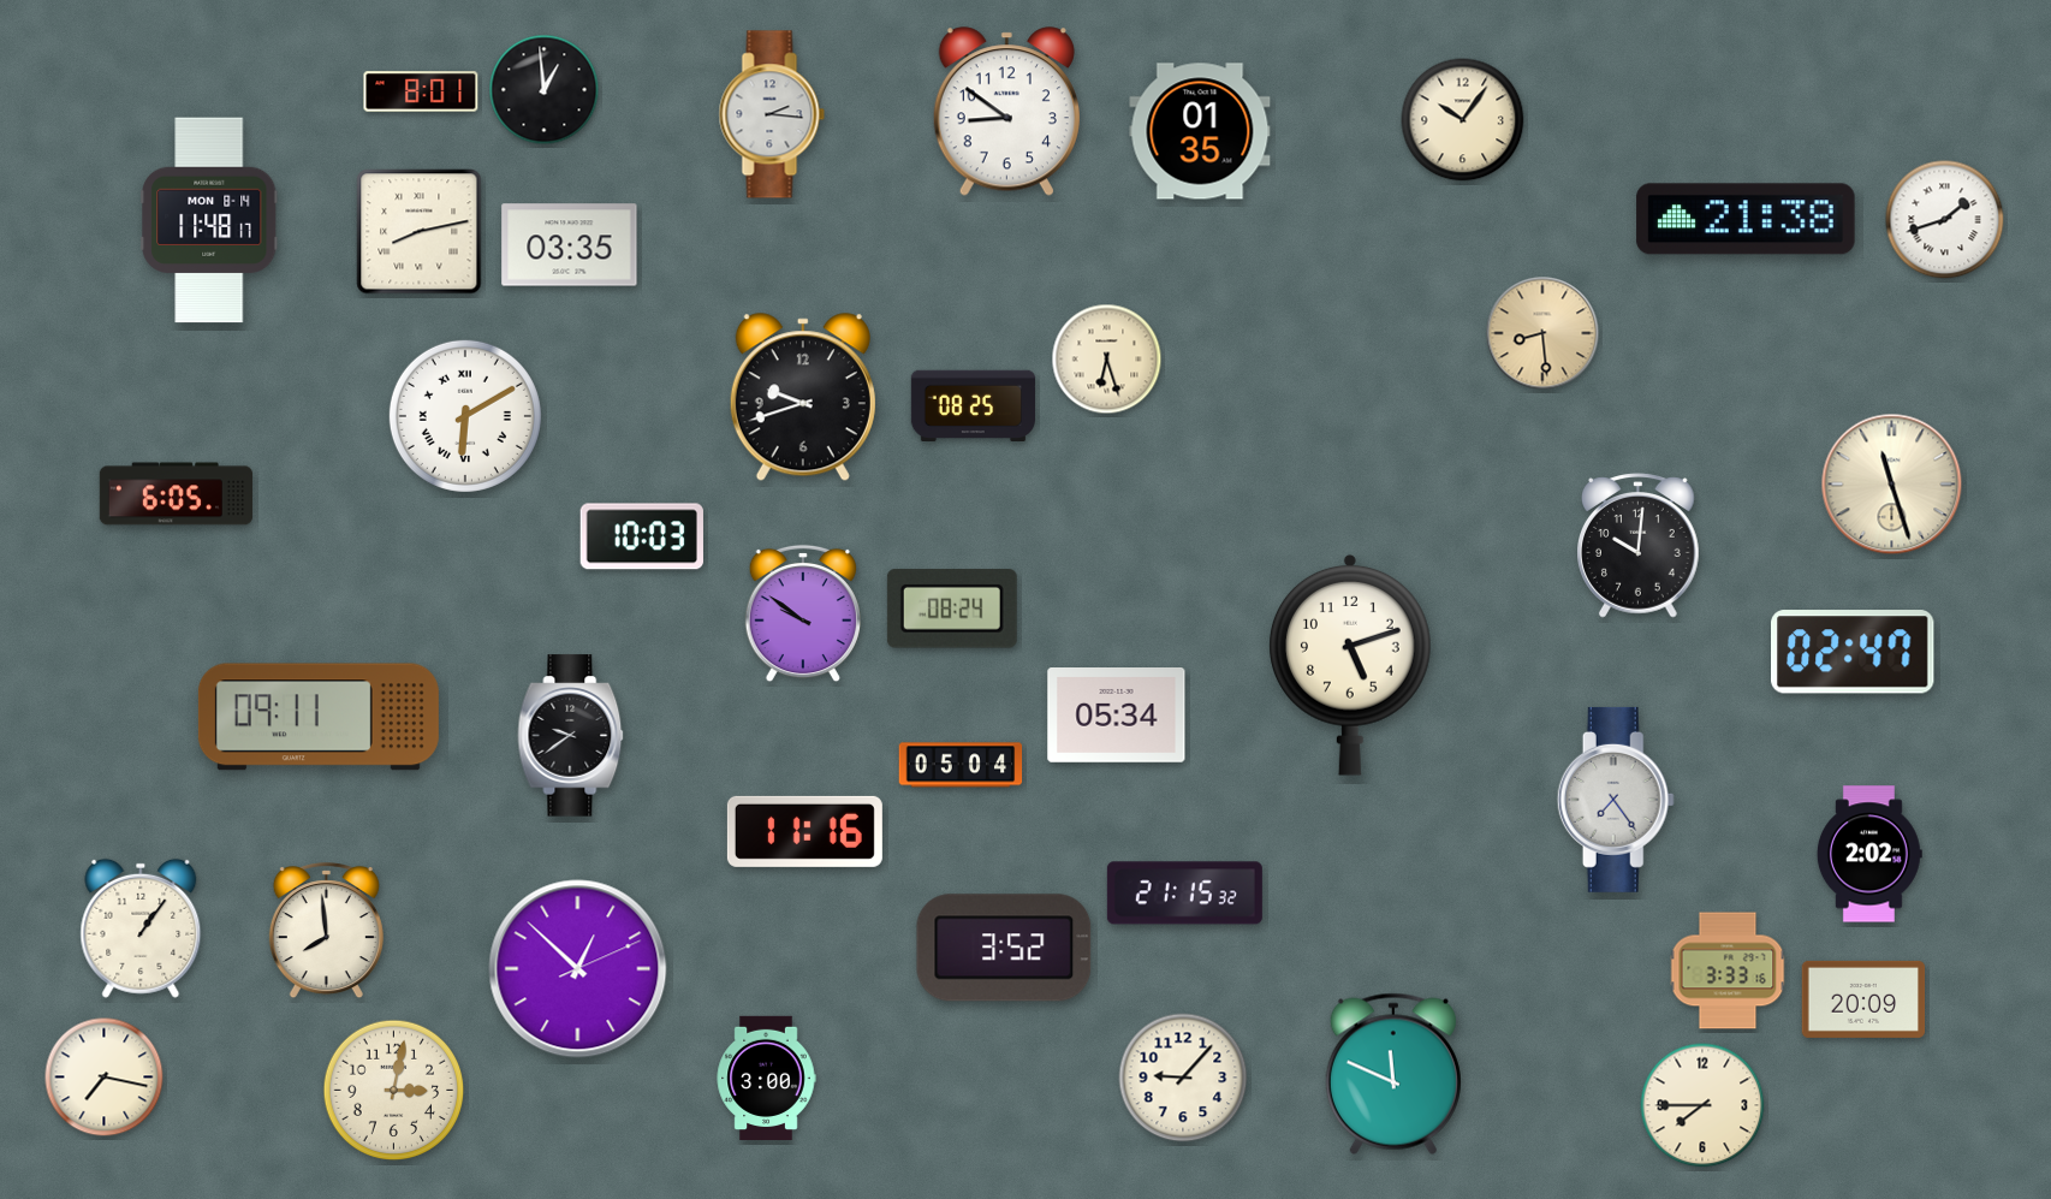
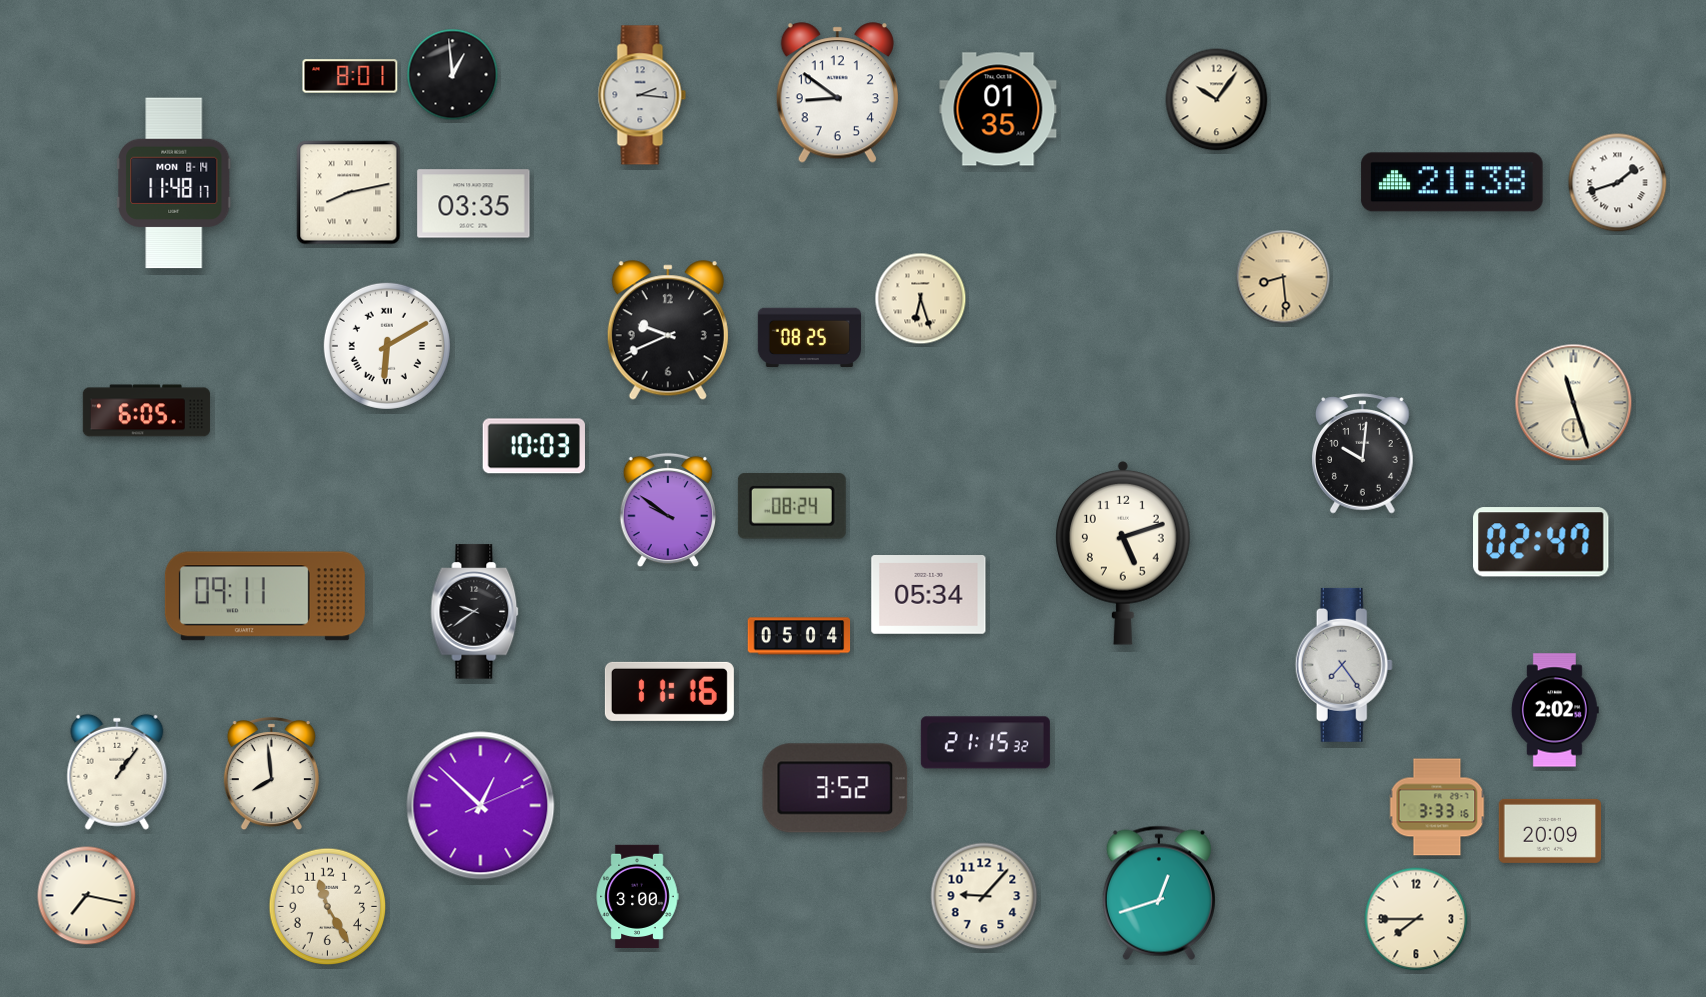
clock at (803, 398): 9:42 -> 9:41
clock at (1393, 1074): 11:49 -> 12:42
clock at (394, 1091): 3:02 -> 11:25
